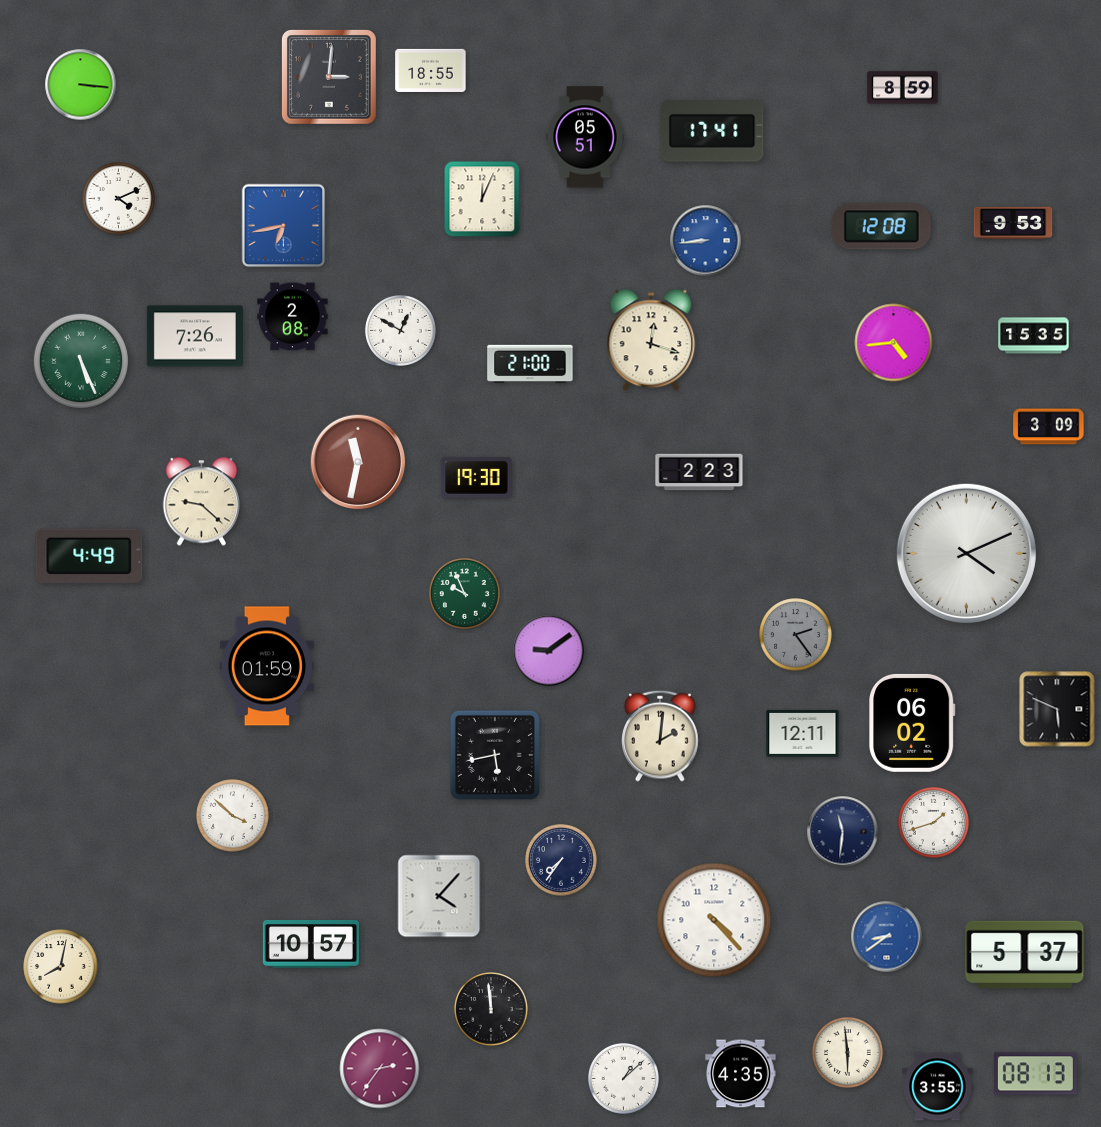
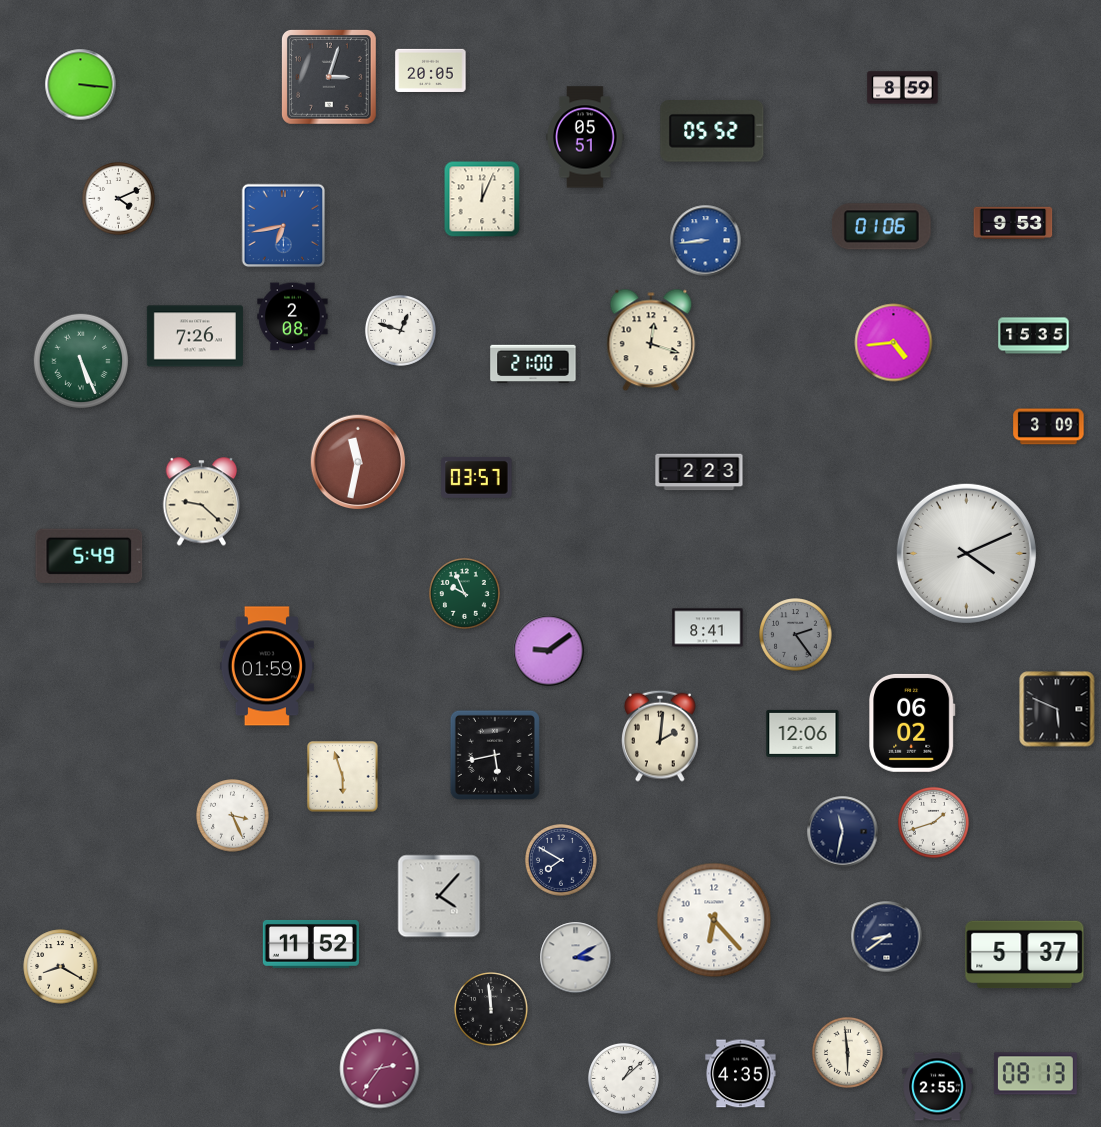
clock at (431, 70): 18:55 -> 20:05
clock at (329, 77): 3:01 -> 3:03
clock at (712, 131): 17:41 -> 05:52
clock at (881, 227): 12:08 -> 01:06
clock at (400, 330): 12:50 -> 12:48
clock at (530, 364) position: (530, 364) -> (533, 364)
clock at (477, 477): 19:30 -> 03:57
clock at (89, 556): 4:49 -> 5:49
clock at (708, 628): none -> 8:41
clock at (803, 733): 12:11 -> 12:06
clock at (343, 777): none -> 5:57
clock at (233, 816): 3:52 -> 3:26
clock at (843, 832): 11:31 -> 11:32
clock at (562, 861): 7:36 -> 7:50
clock at (714, 920): 4:23 -> 6:23
clock at (887, 937) dial: blue -> navy
clock at (311, 944): 10:57 -> 11:52
clock at (576, 958): none -> 3:10
clock at (61, 967): 8:02 -> 8:20
clock at (938, 1087): 3:55 -> 2:55
